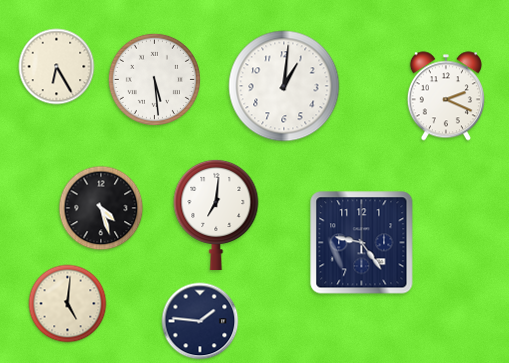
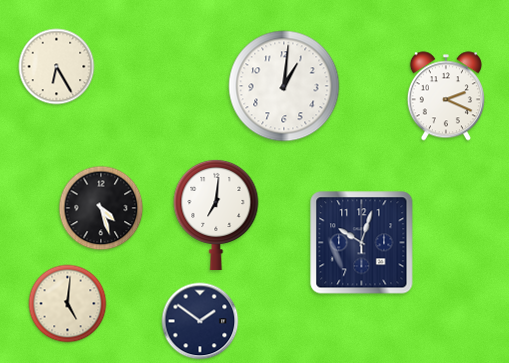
clock at (154, 79): 5:29 -> none
clock at (362, 243): 9:24 -> 10:03
clock at (200, 321): 1:46 -> 1:51
